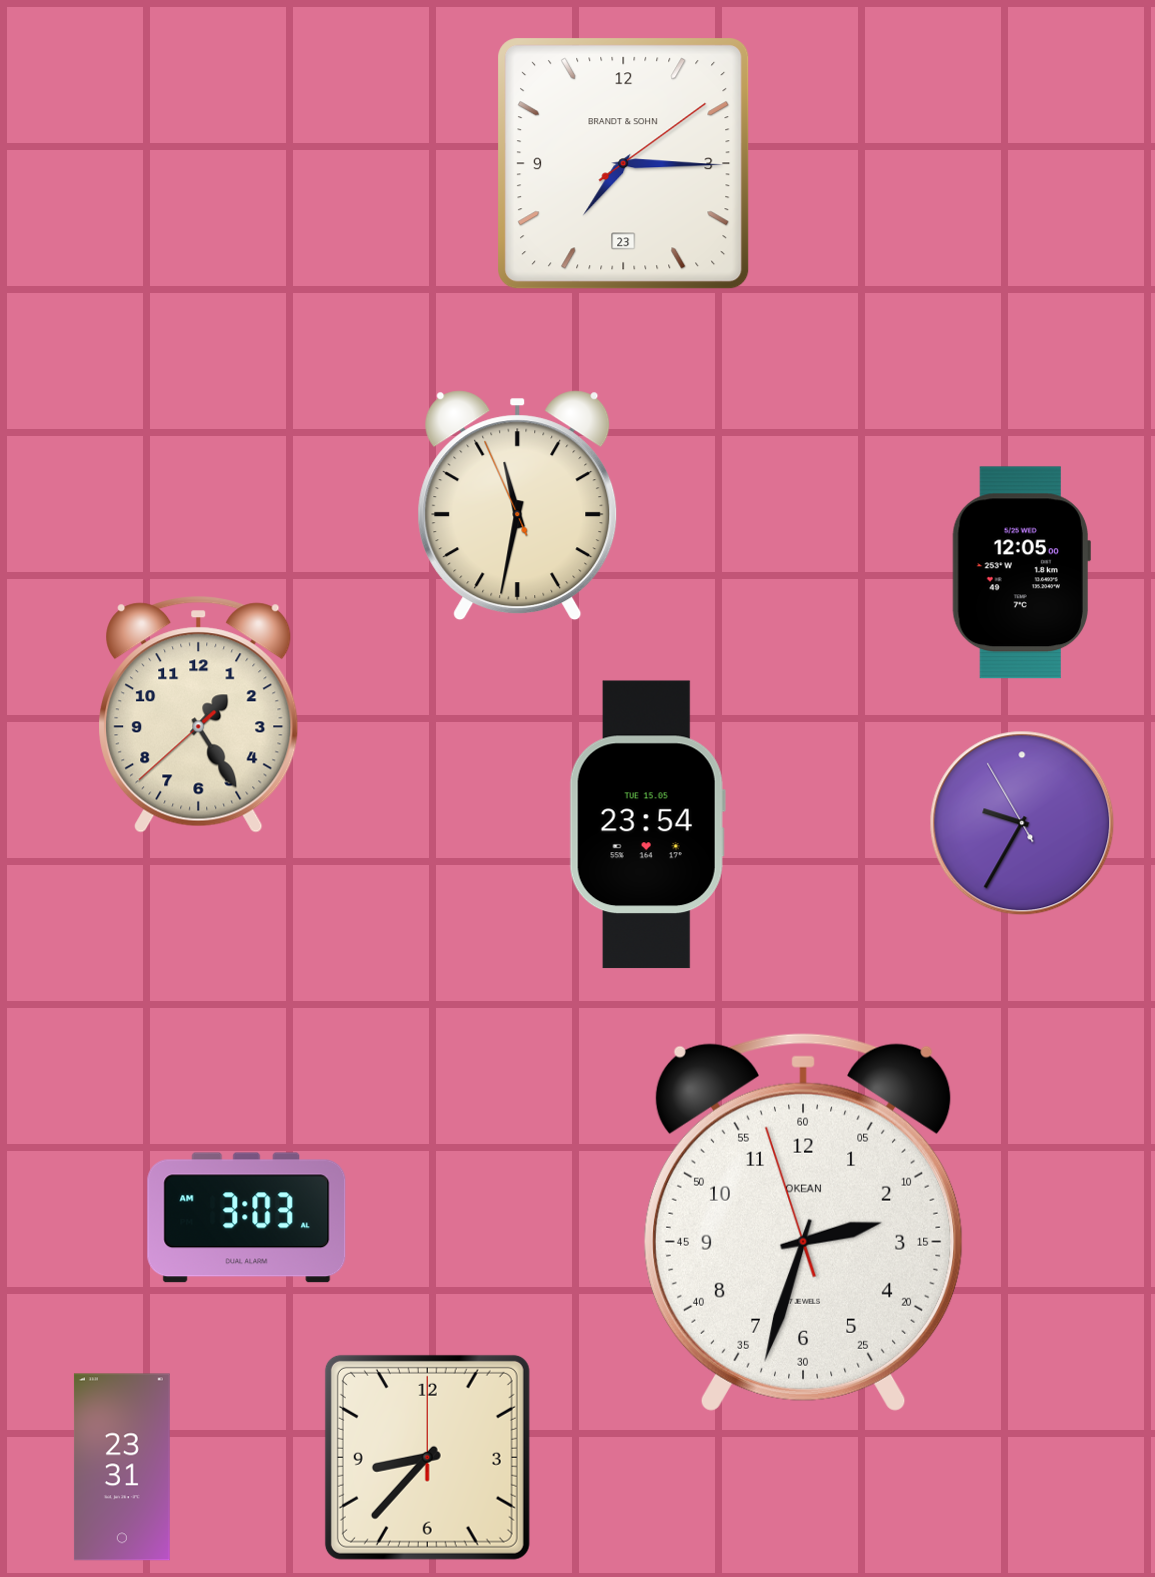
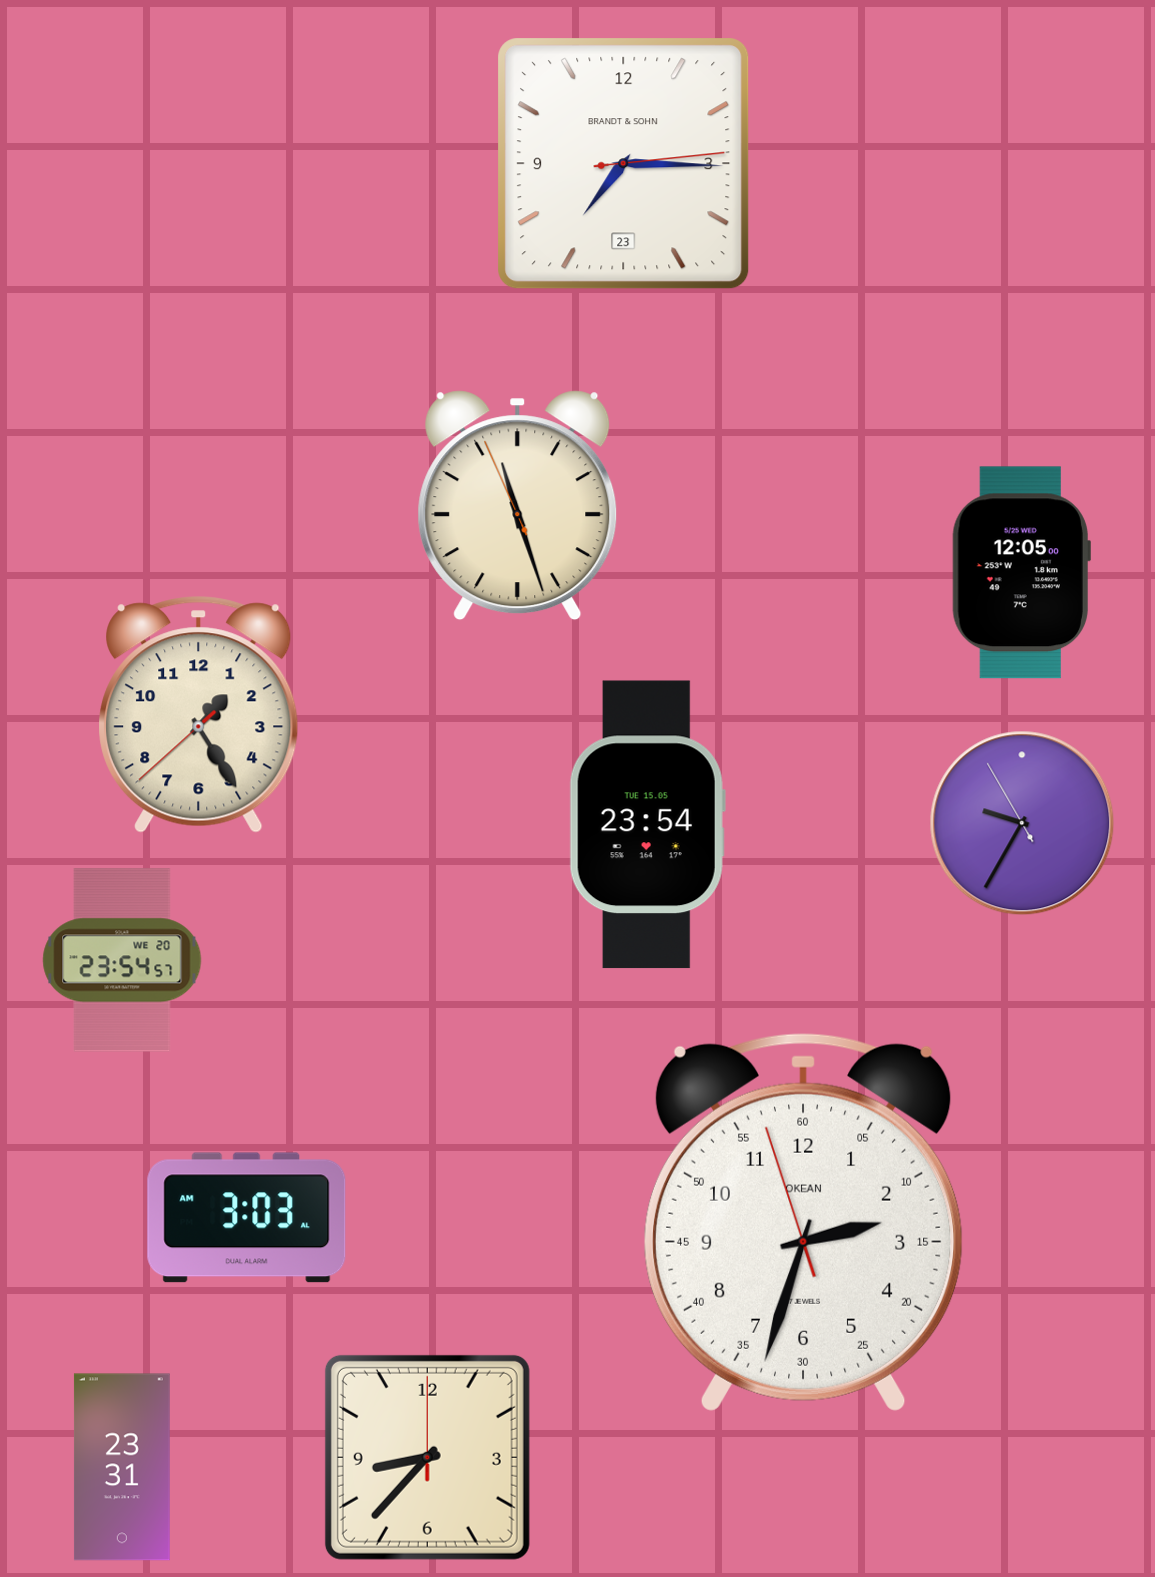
clock at (624, 164): 7:15:09 -> 7:15:14
clock at (518, 506): 11:31 -> 11:26
clock at (122, 960): none -> 23:54
